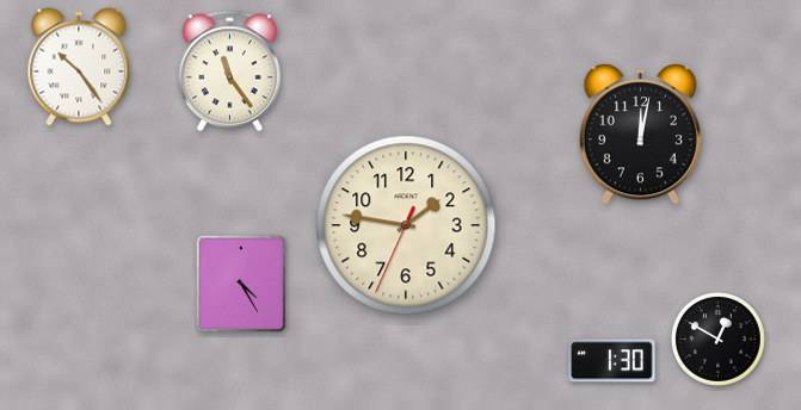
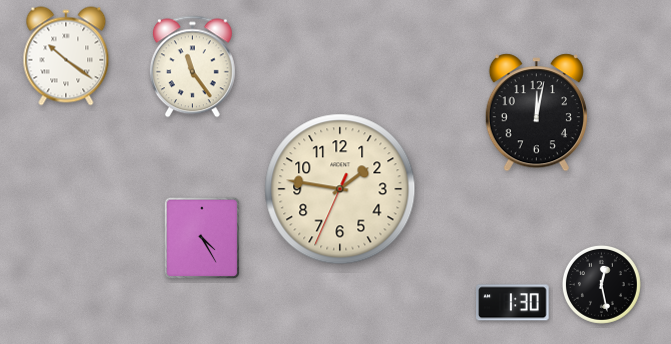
clock at (79, 67): 10:24 -> 10:21
clock at (229, 72) position: (229, 72) -> (192, 67)
clock at (717, 338): 12:50 -> 12:28
